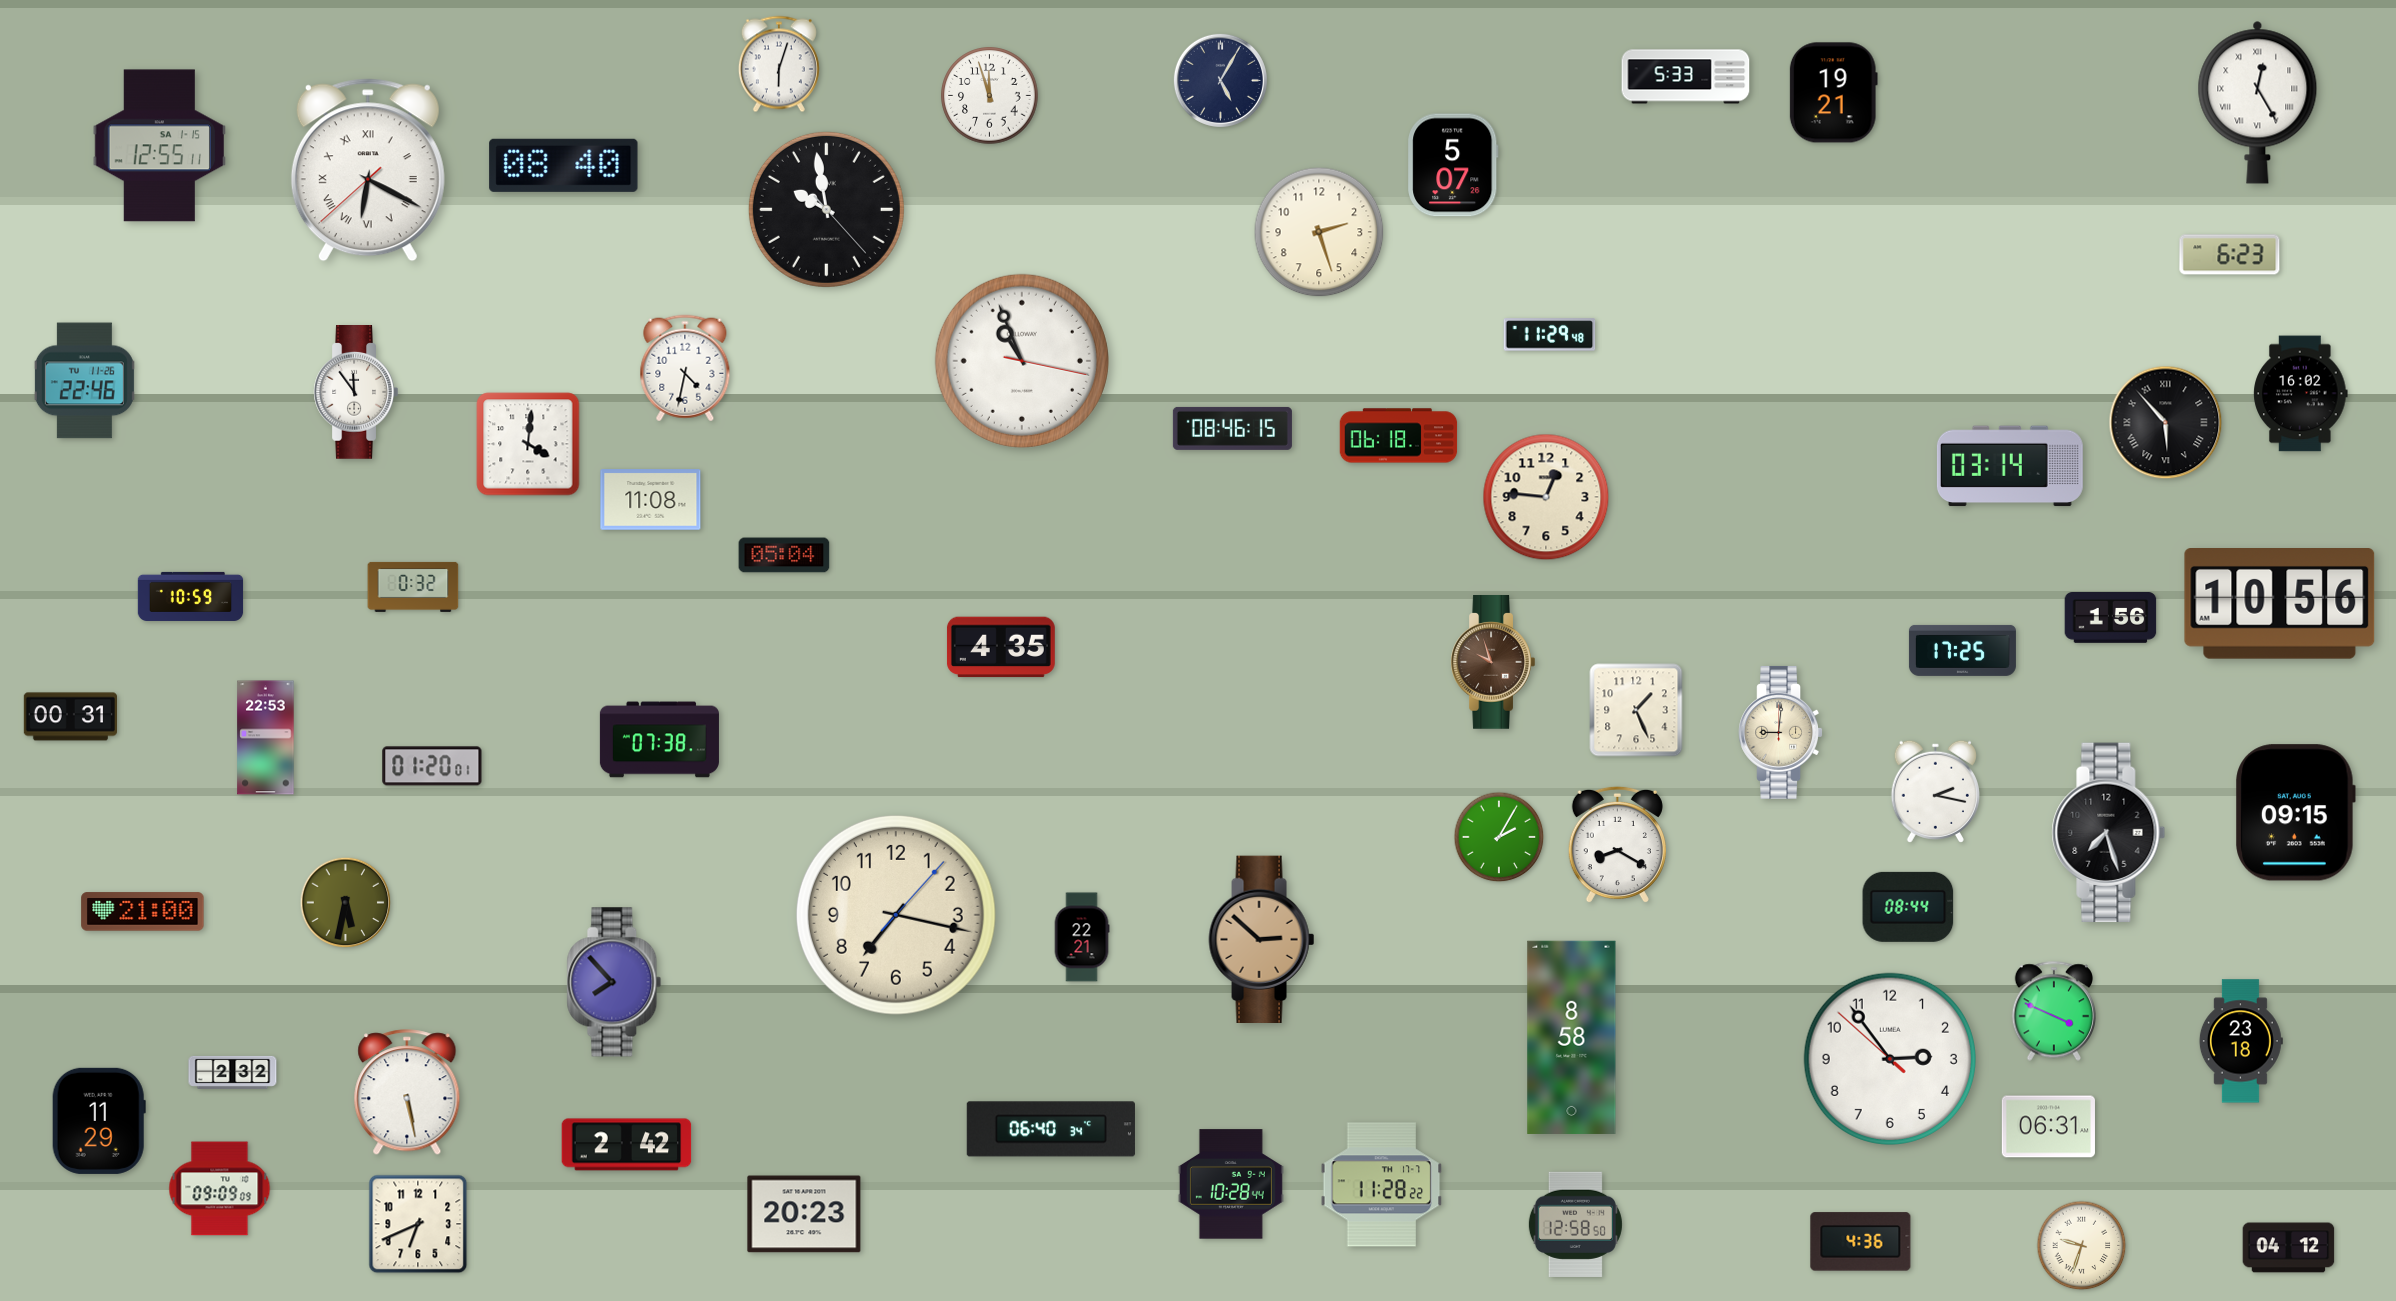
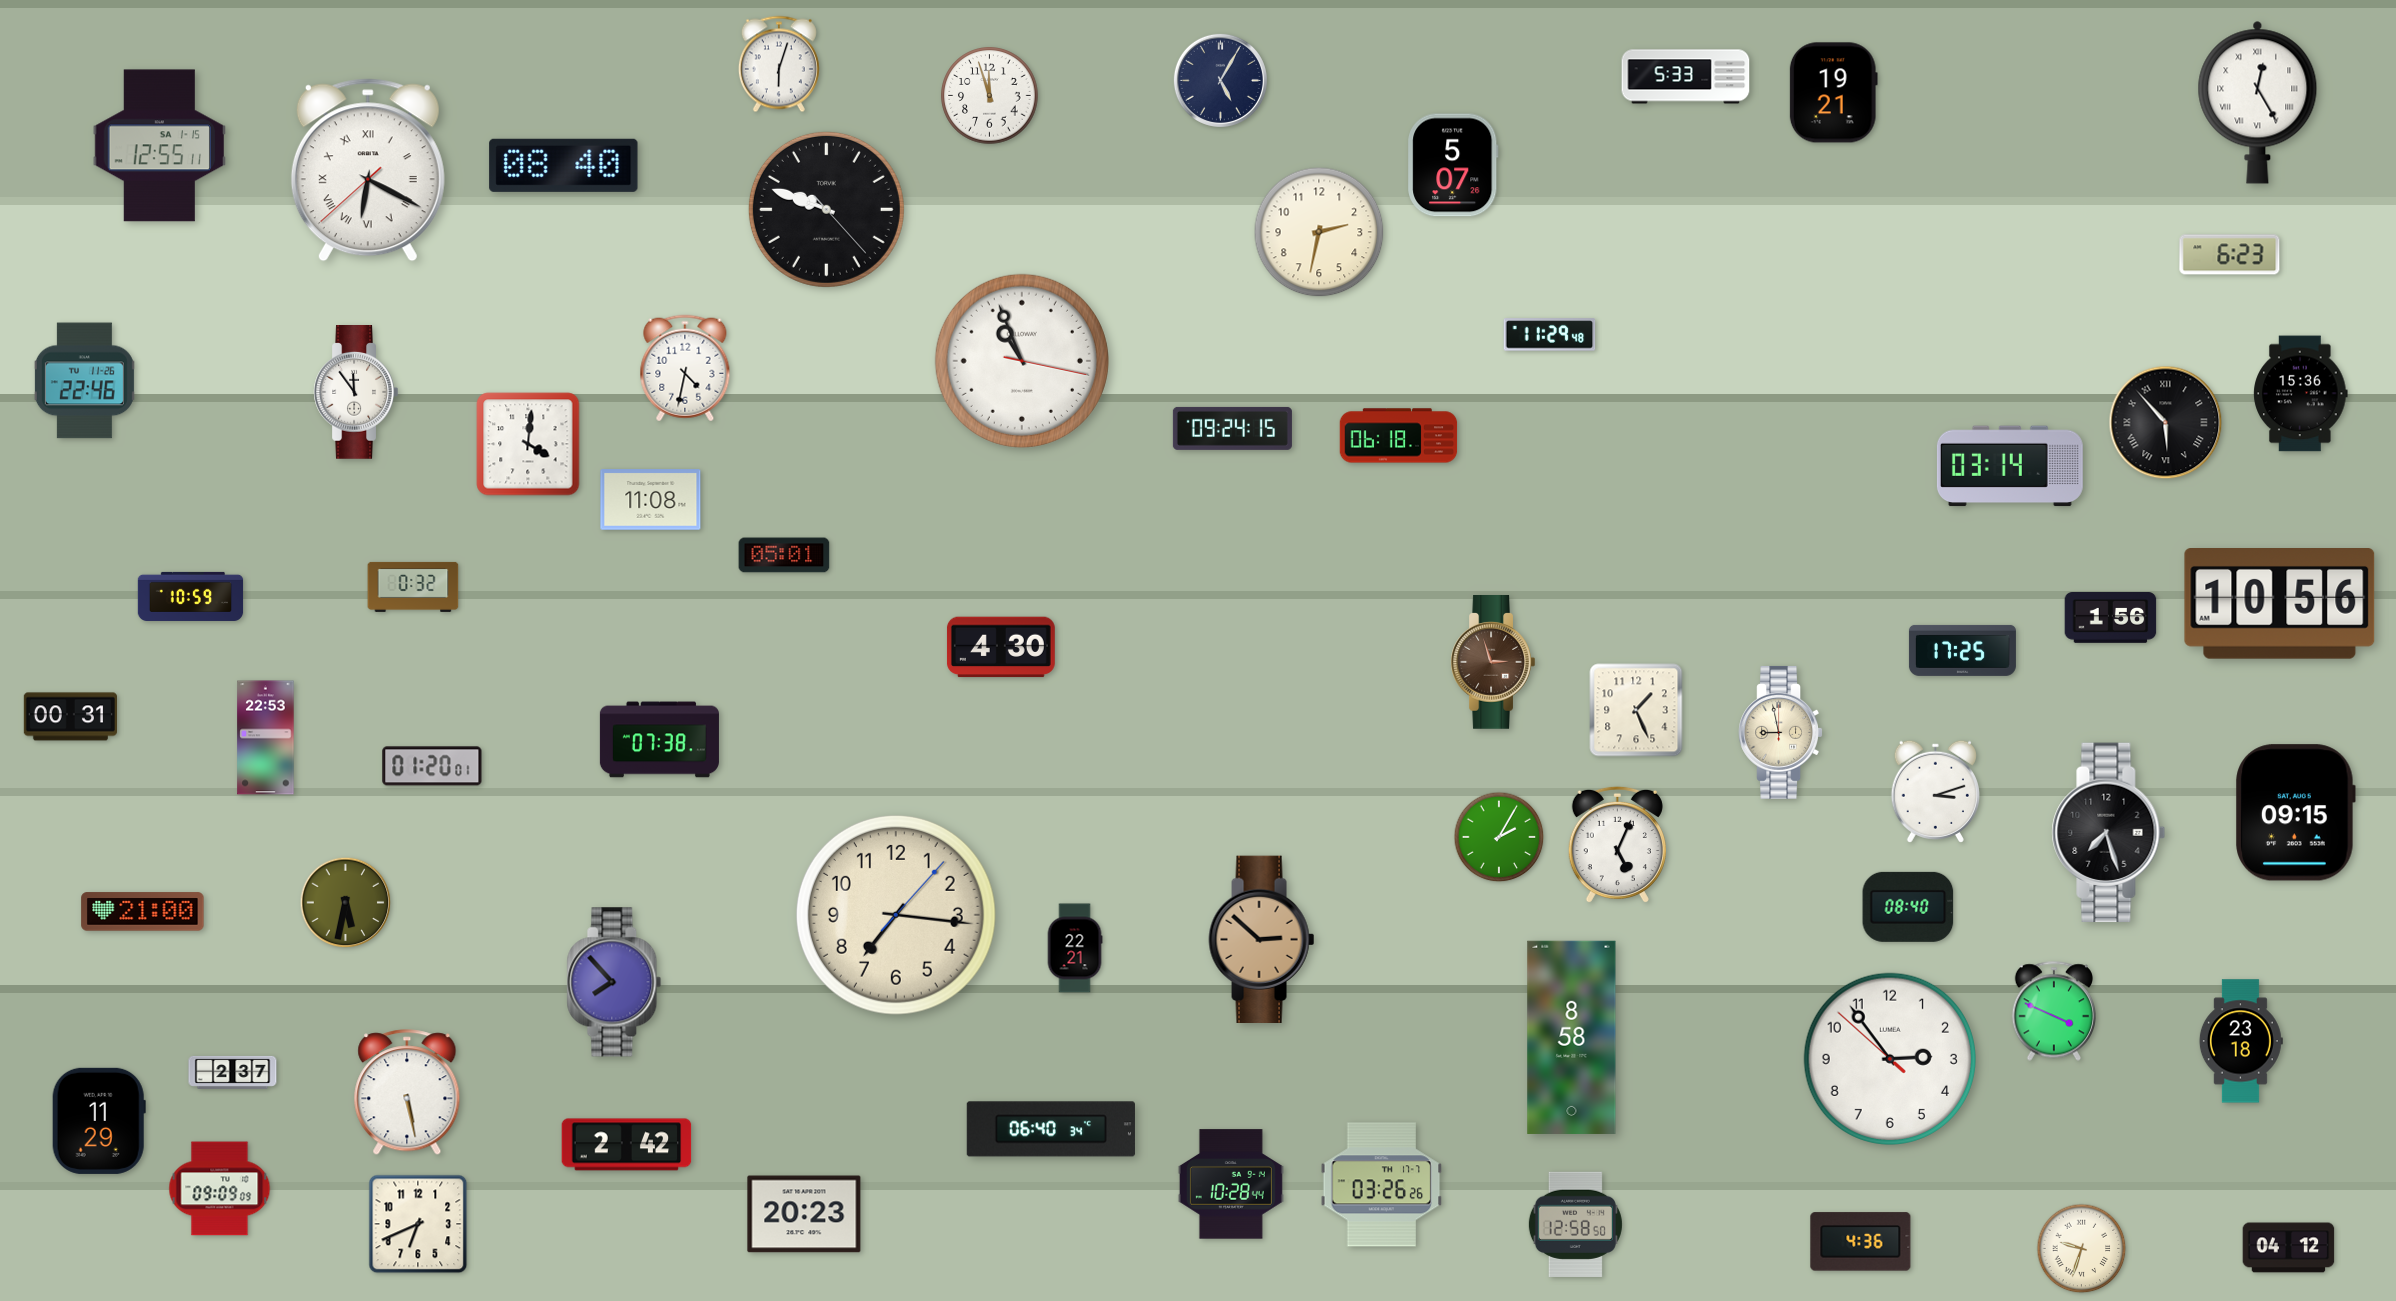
clock at (826, 209): 9:58 -> 9:48
clock at (1319, 232): 2:27 -> 2:32
clock at (2301, 394): 16:02 -> 15:36
clock at (1232, 428): 08:46 -> 09:24
clock at (1546, 497): 12:46 -> none
clock at (784, 555): 05:04 -> 05:01
clock at (1001, 647): 4:35 -> 4:30
clock at (1493, 662): 9:57 -> 2:57
clock at (1780, 732): 9:01 -> 8:58
clock at (1935, 791): 2:17 -> 3:12
clock at (1617, 845): 8:20 -> 5:04
clock at (1908, 907): 08:44 -> 08:40
clock at (896, 915): 7:17 -> 7:16
clock at (1082, 937) position: (1082, 937) -> (1075, 948)
clock at (233, 1072): 2:32 -> 2:37
clock at (2048, 1127): 06:31 -> none
clock at (1382, 1185): 11:28 -> 03:26
clock at (2082, 1246) position: (2082, 1246) -> (2082, 1249)
